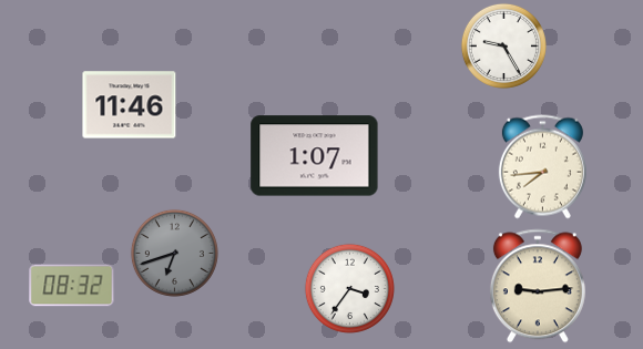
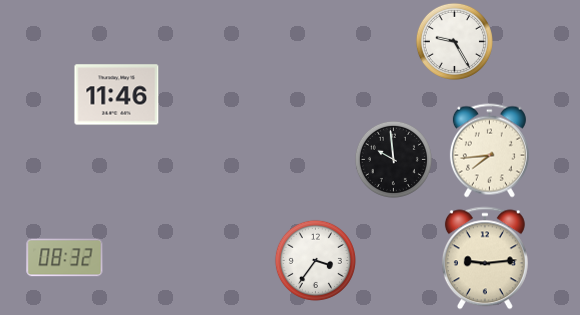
clock at (315, 156): 1:07 -> none
clock at (393, 159): none -> 9:59
clock at (174, 253): 6:42 -> none
